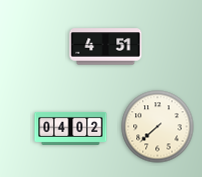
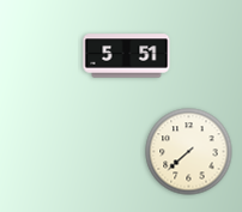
clock at (106, 47): 4:51 -> 5:51
clock at (71, 128): 04:02 -> none
